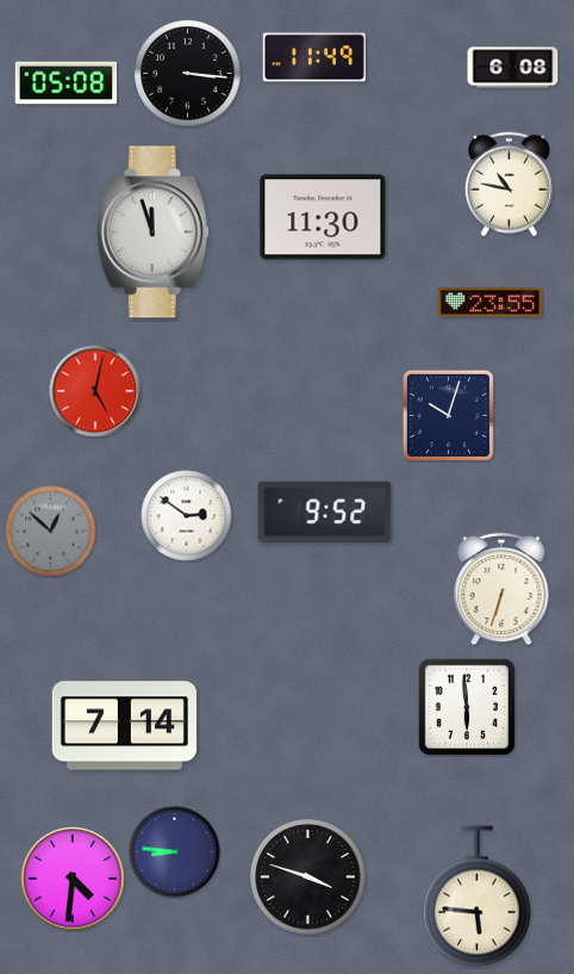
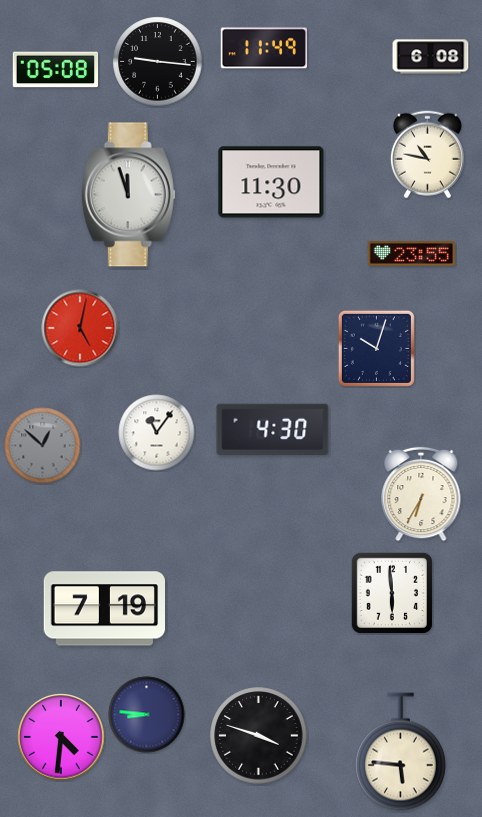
clock at (188, 74): 3:16 -> 9:16
clock at (325, 511): 9:52 -> 4:30
clock at (187, 516): 2:51 -> 11:06
clock at (501, 589): 6:33 -> 6:35
clock at (124, 726): 7:14 -> 7:19
